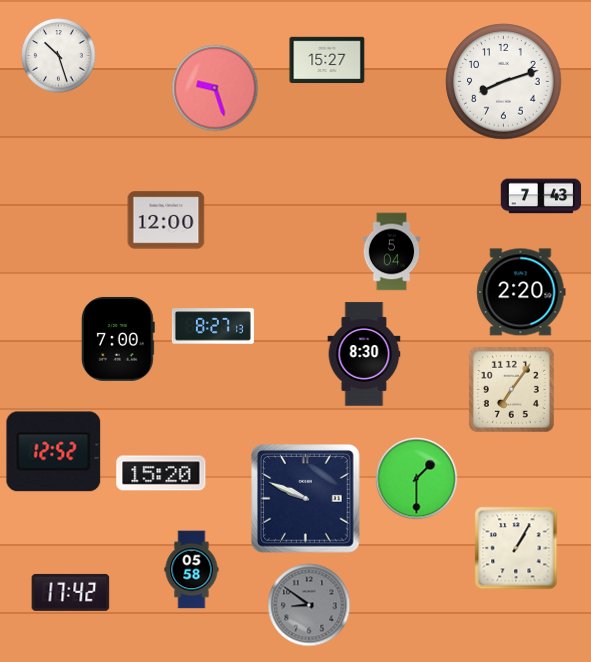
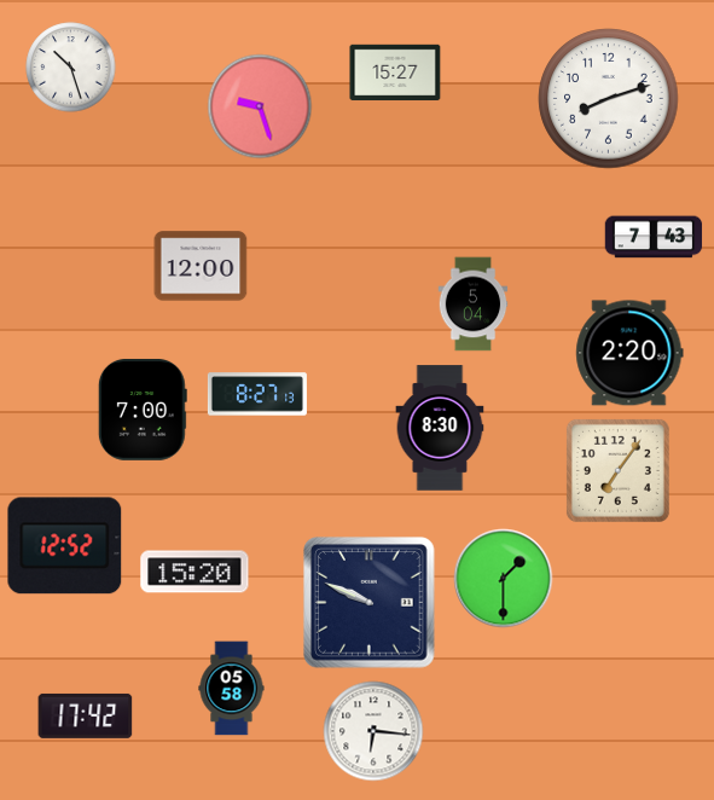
clock at (516, 548): 1:05 -> none
clock at (309, 605): 8:51 -> 6:16
clock at (309, 605) dial: grey -> white
